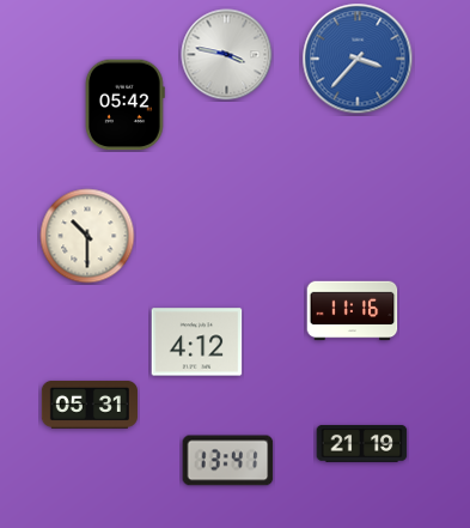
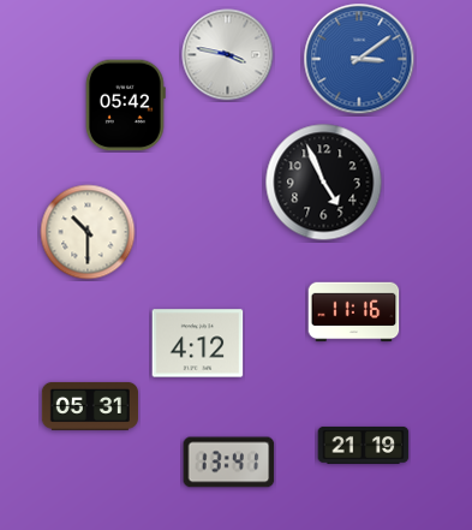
clock at (358, 59): 3:37 -> 3:09
clock at (324, 183): none -> 4:56
clock at (87, 236) position: (87, 236) -> (88, 232)
